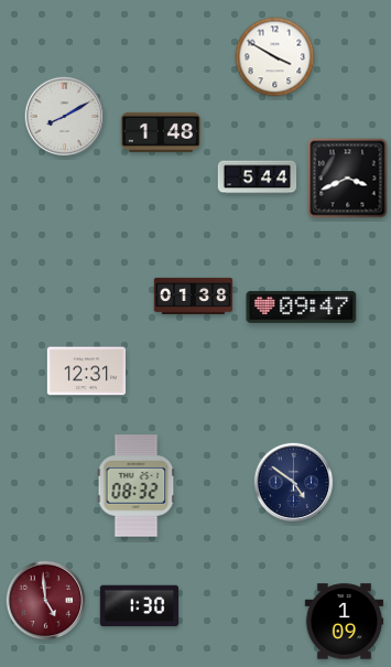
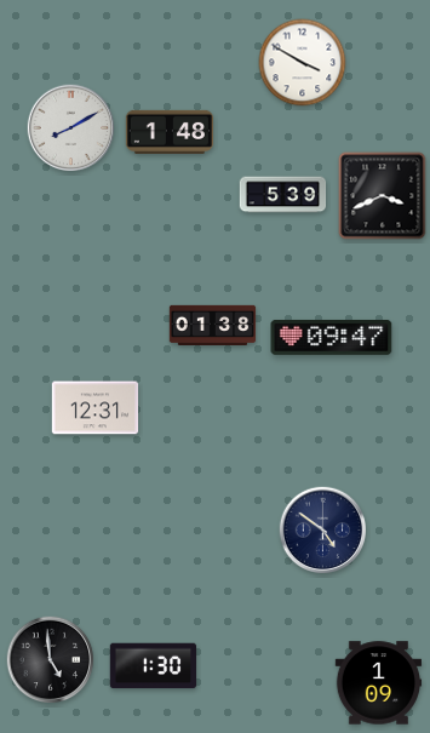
clock at (161, 132) position: (161, 132) -> (170, 132)
clock at (258, 177): 5:44 -> 5:39
clock at (137, 486): 08:32 -> none
clock at (46, 601) dial: burgundy -> black
